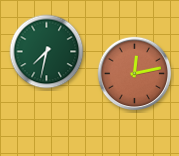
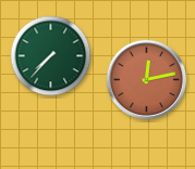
clock at (47, 52): 7:32 -> 7:37
